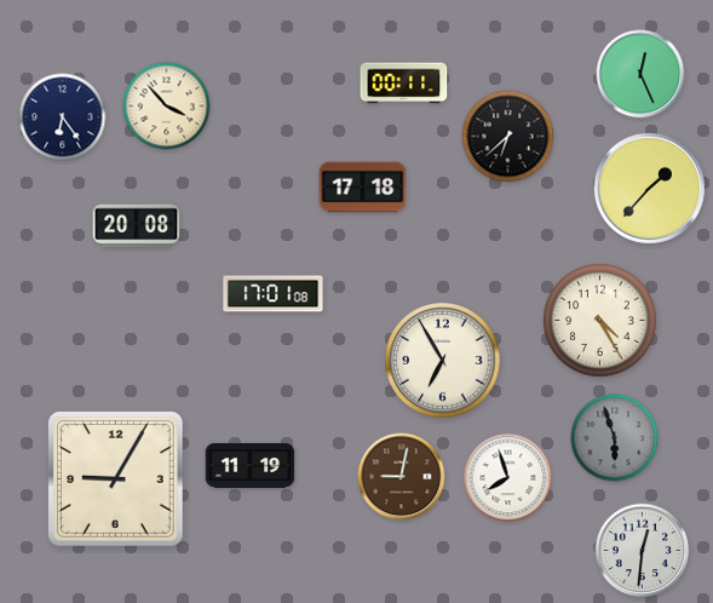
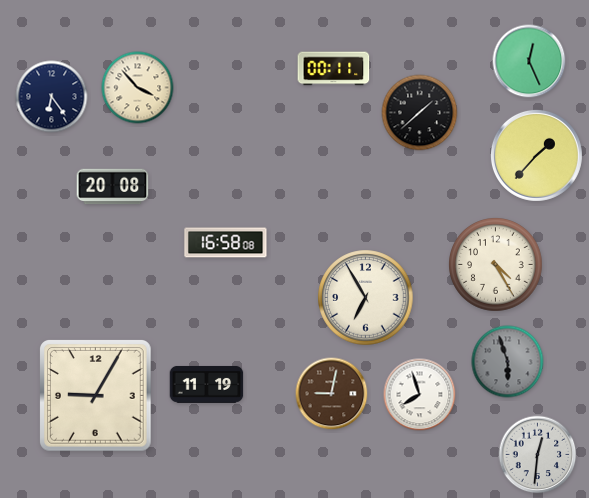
clock at (508, 137): 6:38 -> 1:38
clock at (363, 188): 17:18 -> none
clock at (274, 294): 17:01 -> 16:58
clock at (643, 551) position: (643, 551) -> (538, 455)
